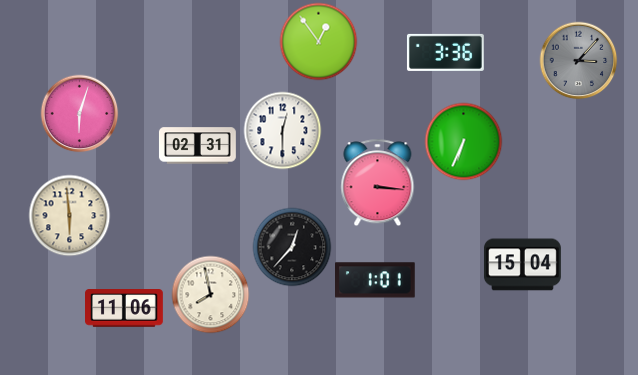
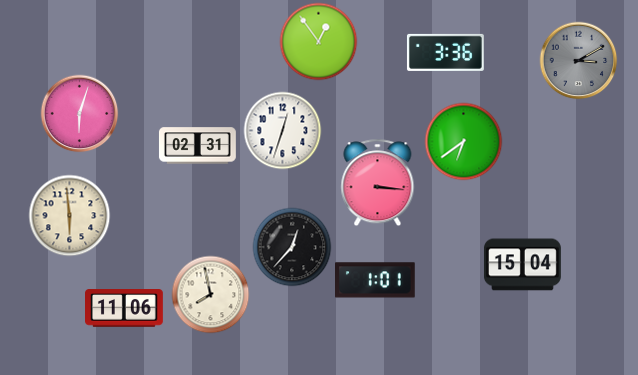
clock at (578, 60): 3:07 -> 3:10
clock at (282, 130): 12:30 -> 12:33
clock at (463, 141): 6:34 -> 6:39
